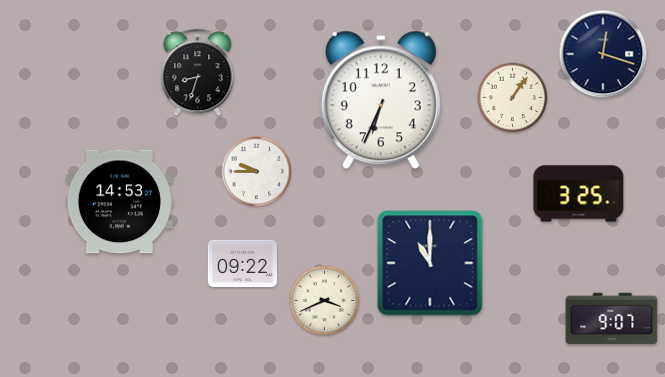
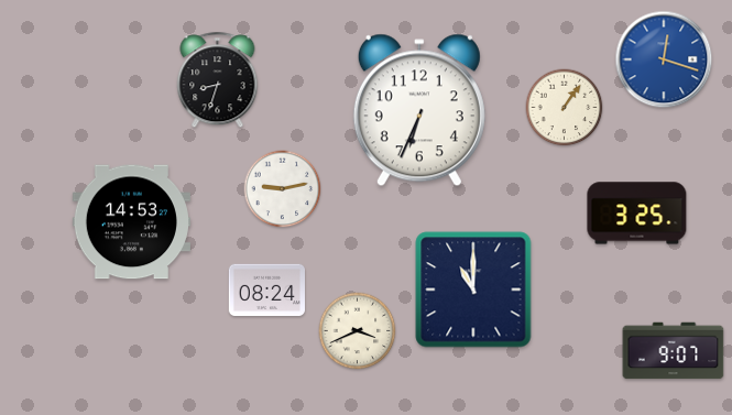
clock at (603, 54) dial: navy -> blue
clock at (257, 172): 9:45 -> 9:13
clock at (242, 264): 09:22 -> 08:24
